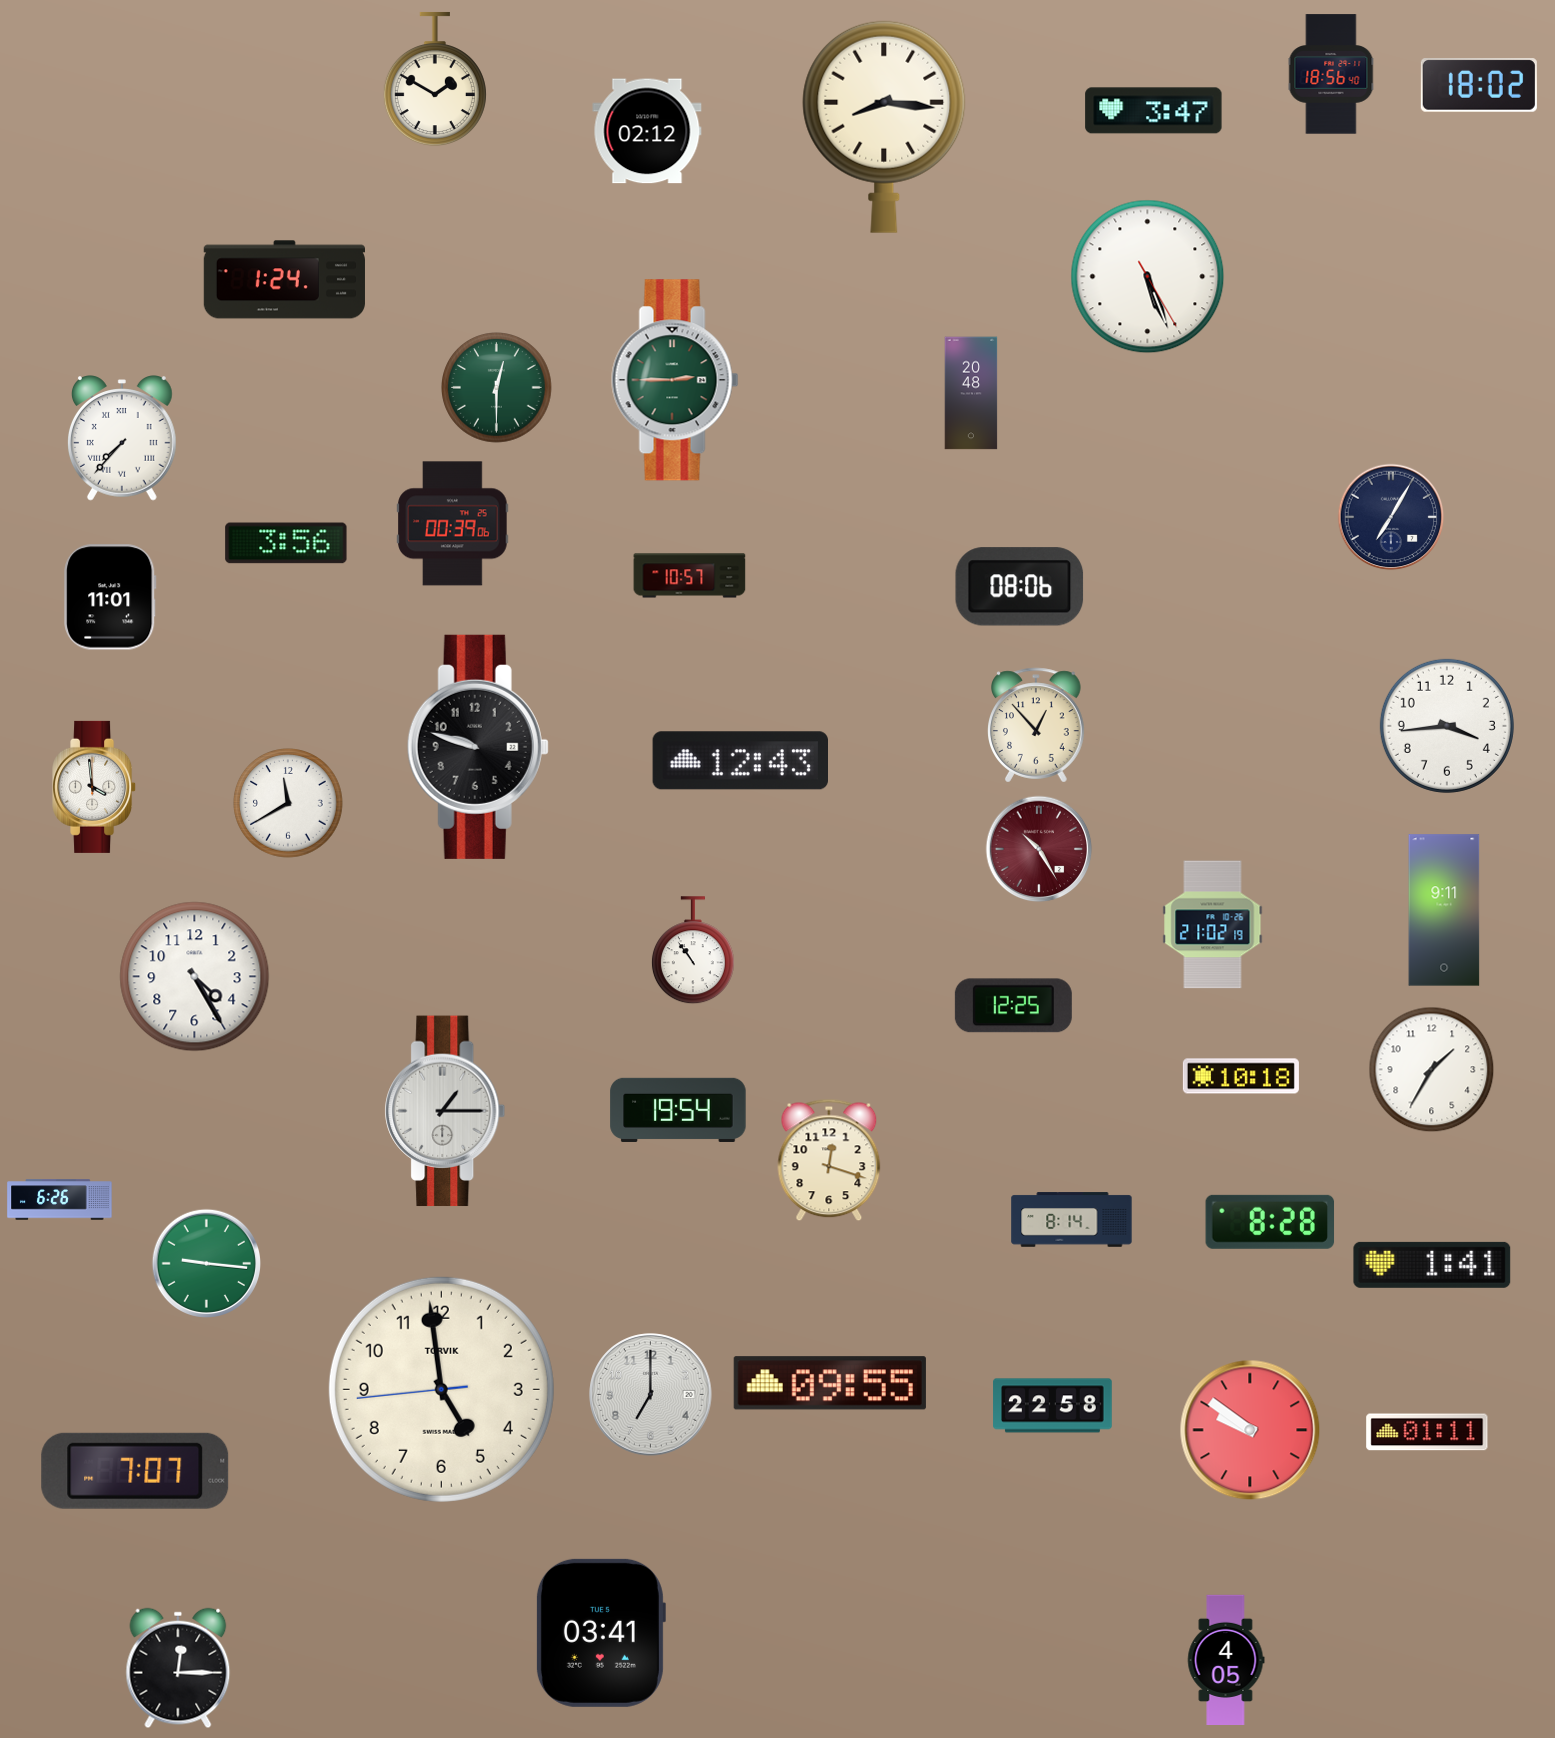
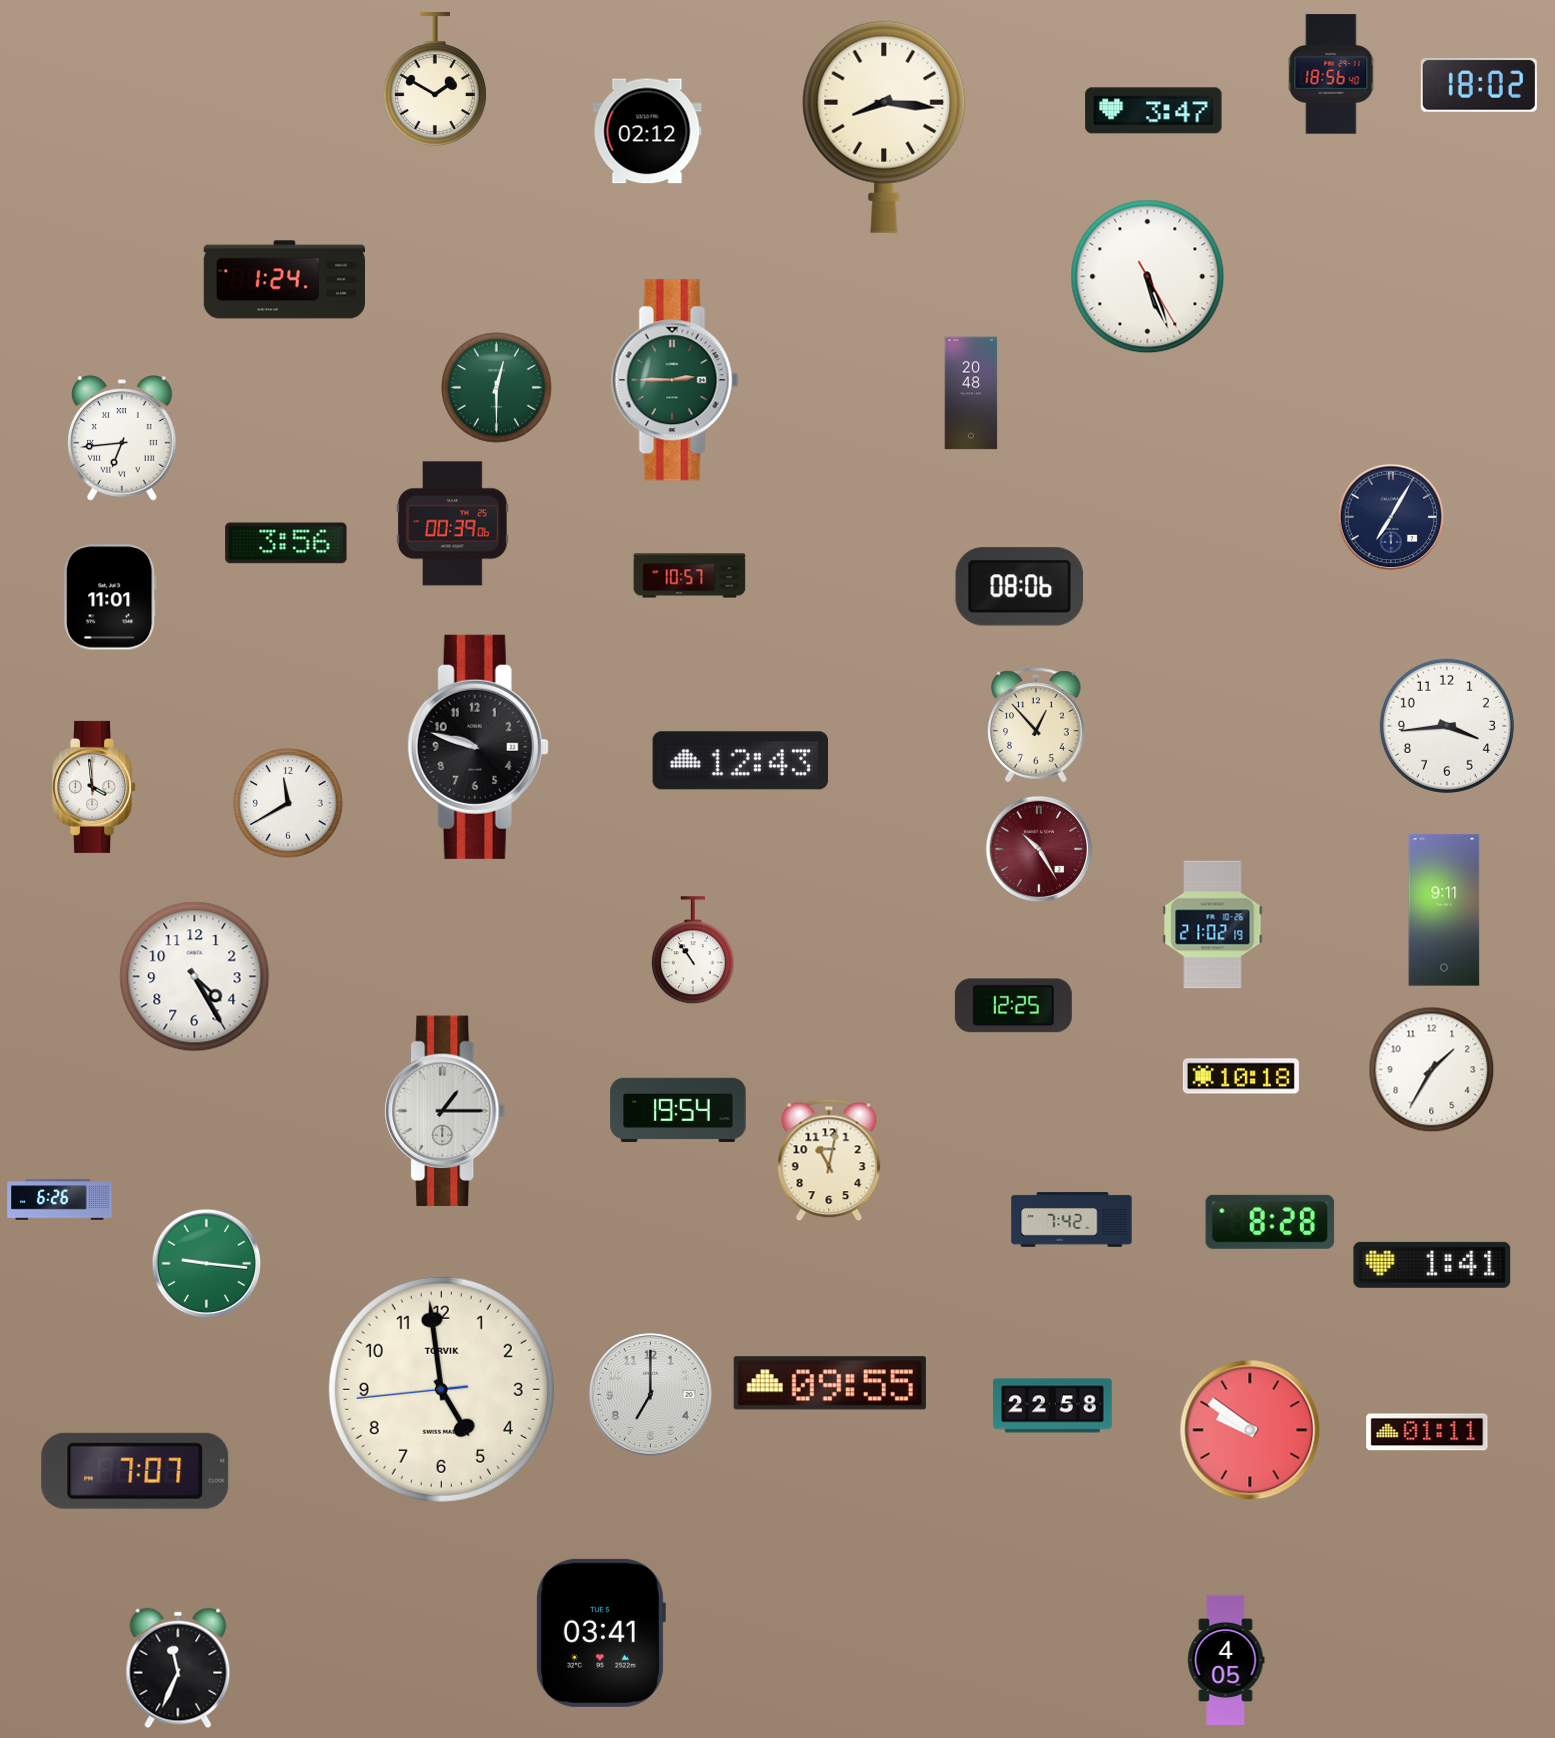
clock at (123, 438): 7:37 -> 6:44
clock at (829, 1160): 12:18 -> 11:02
clock at (1072, 1220): 8:14 -> 7:42
clock at (178, 1668): 12:15 -> 11:34
